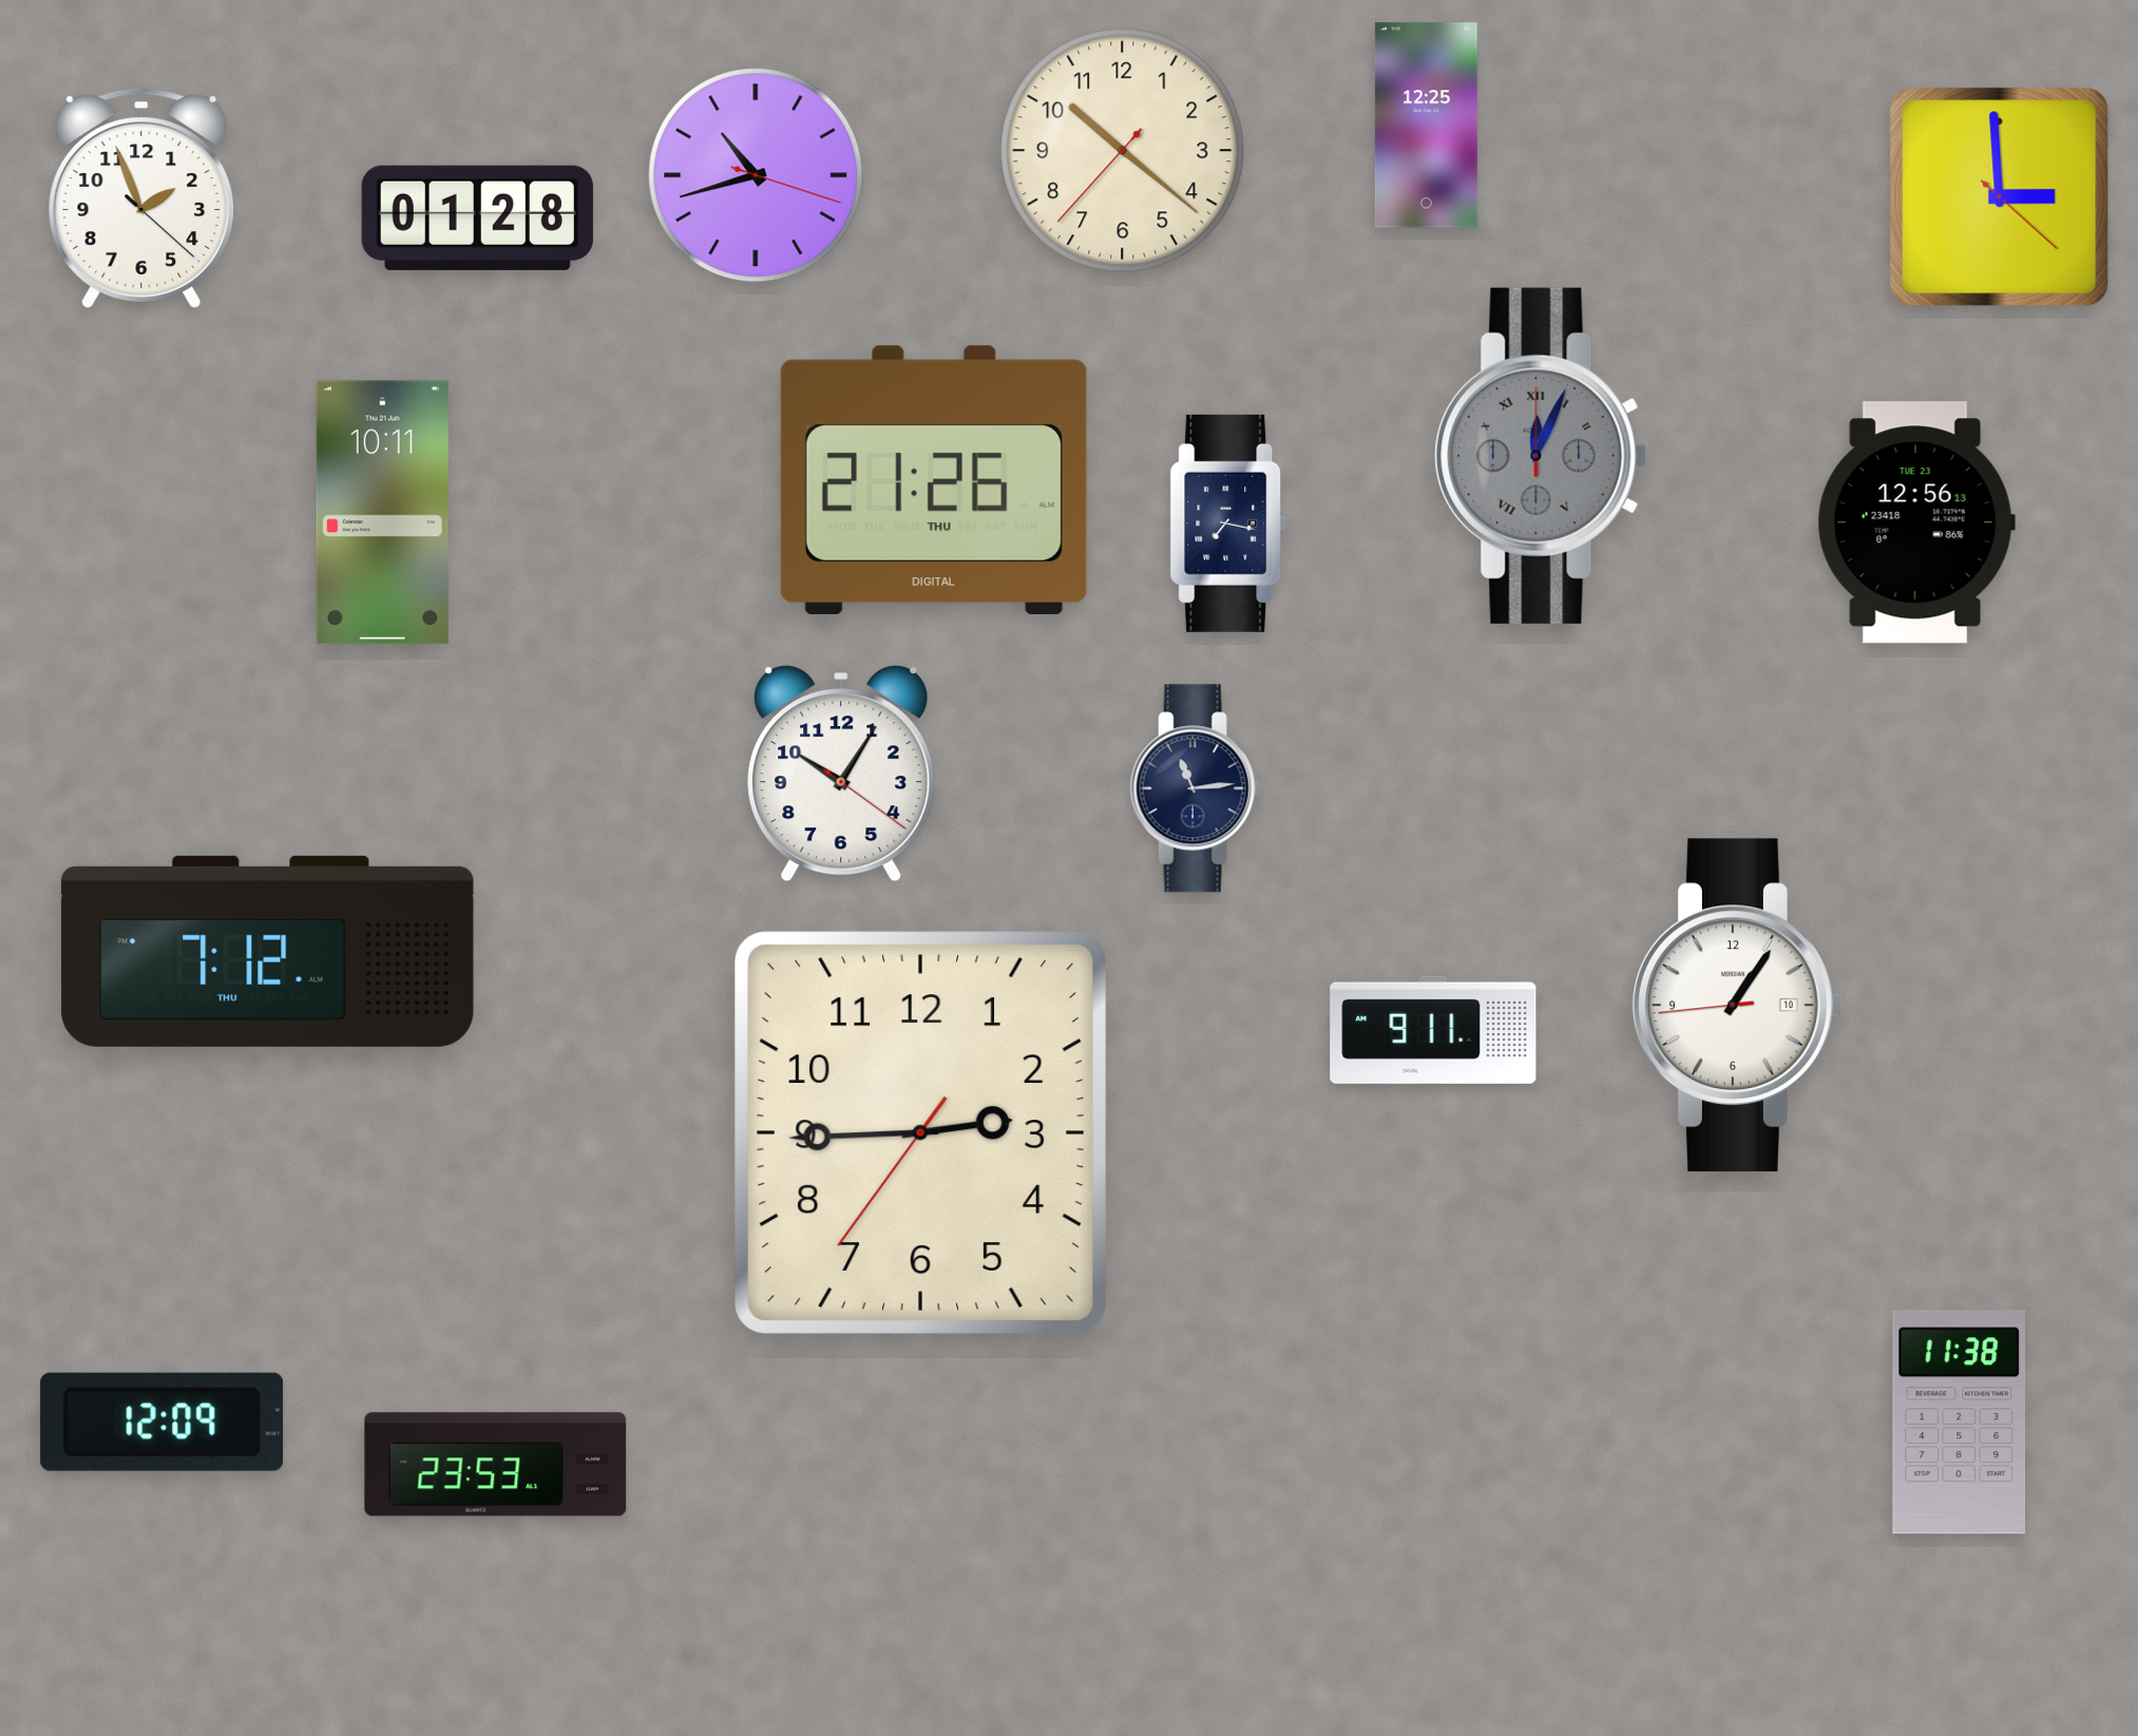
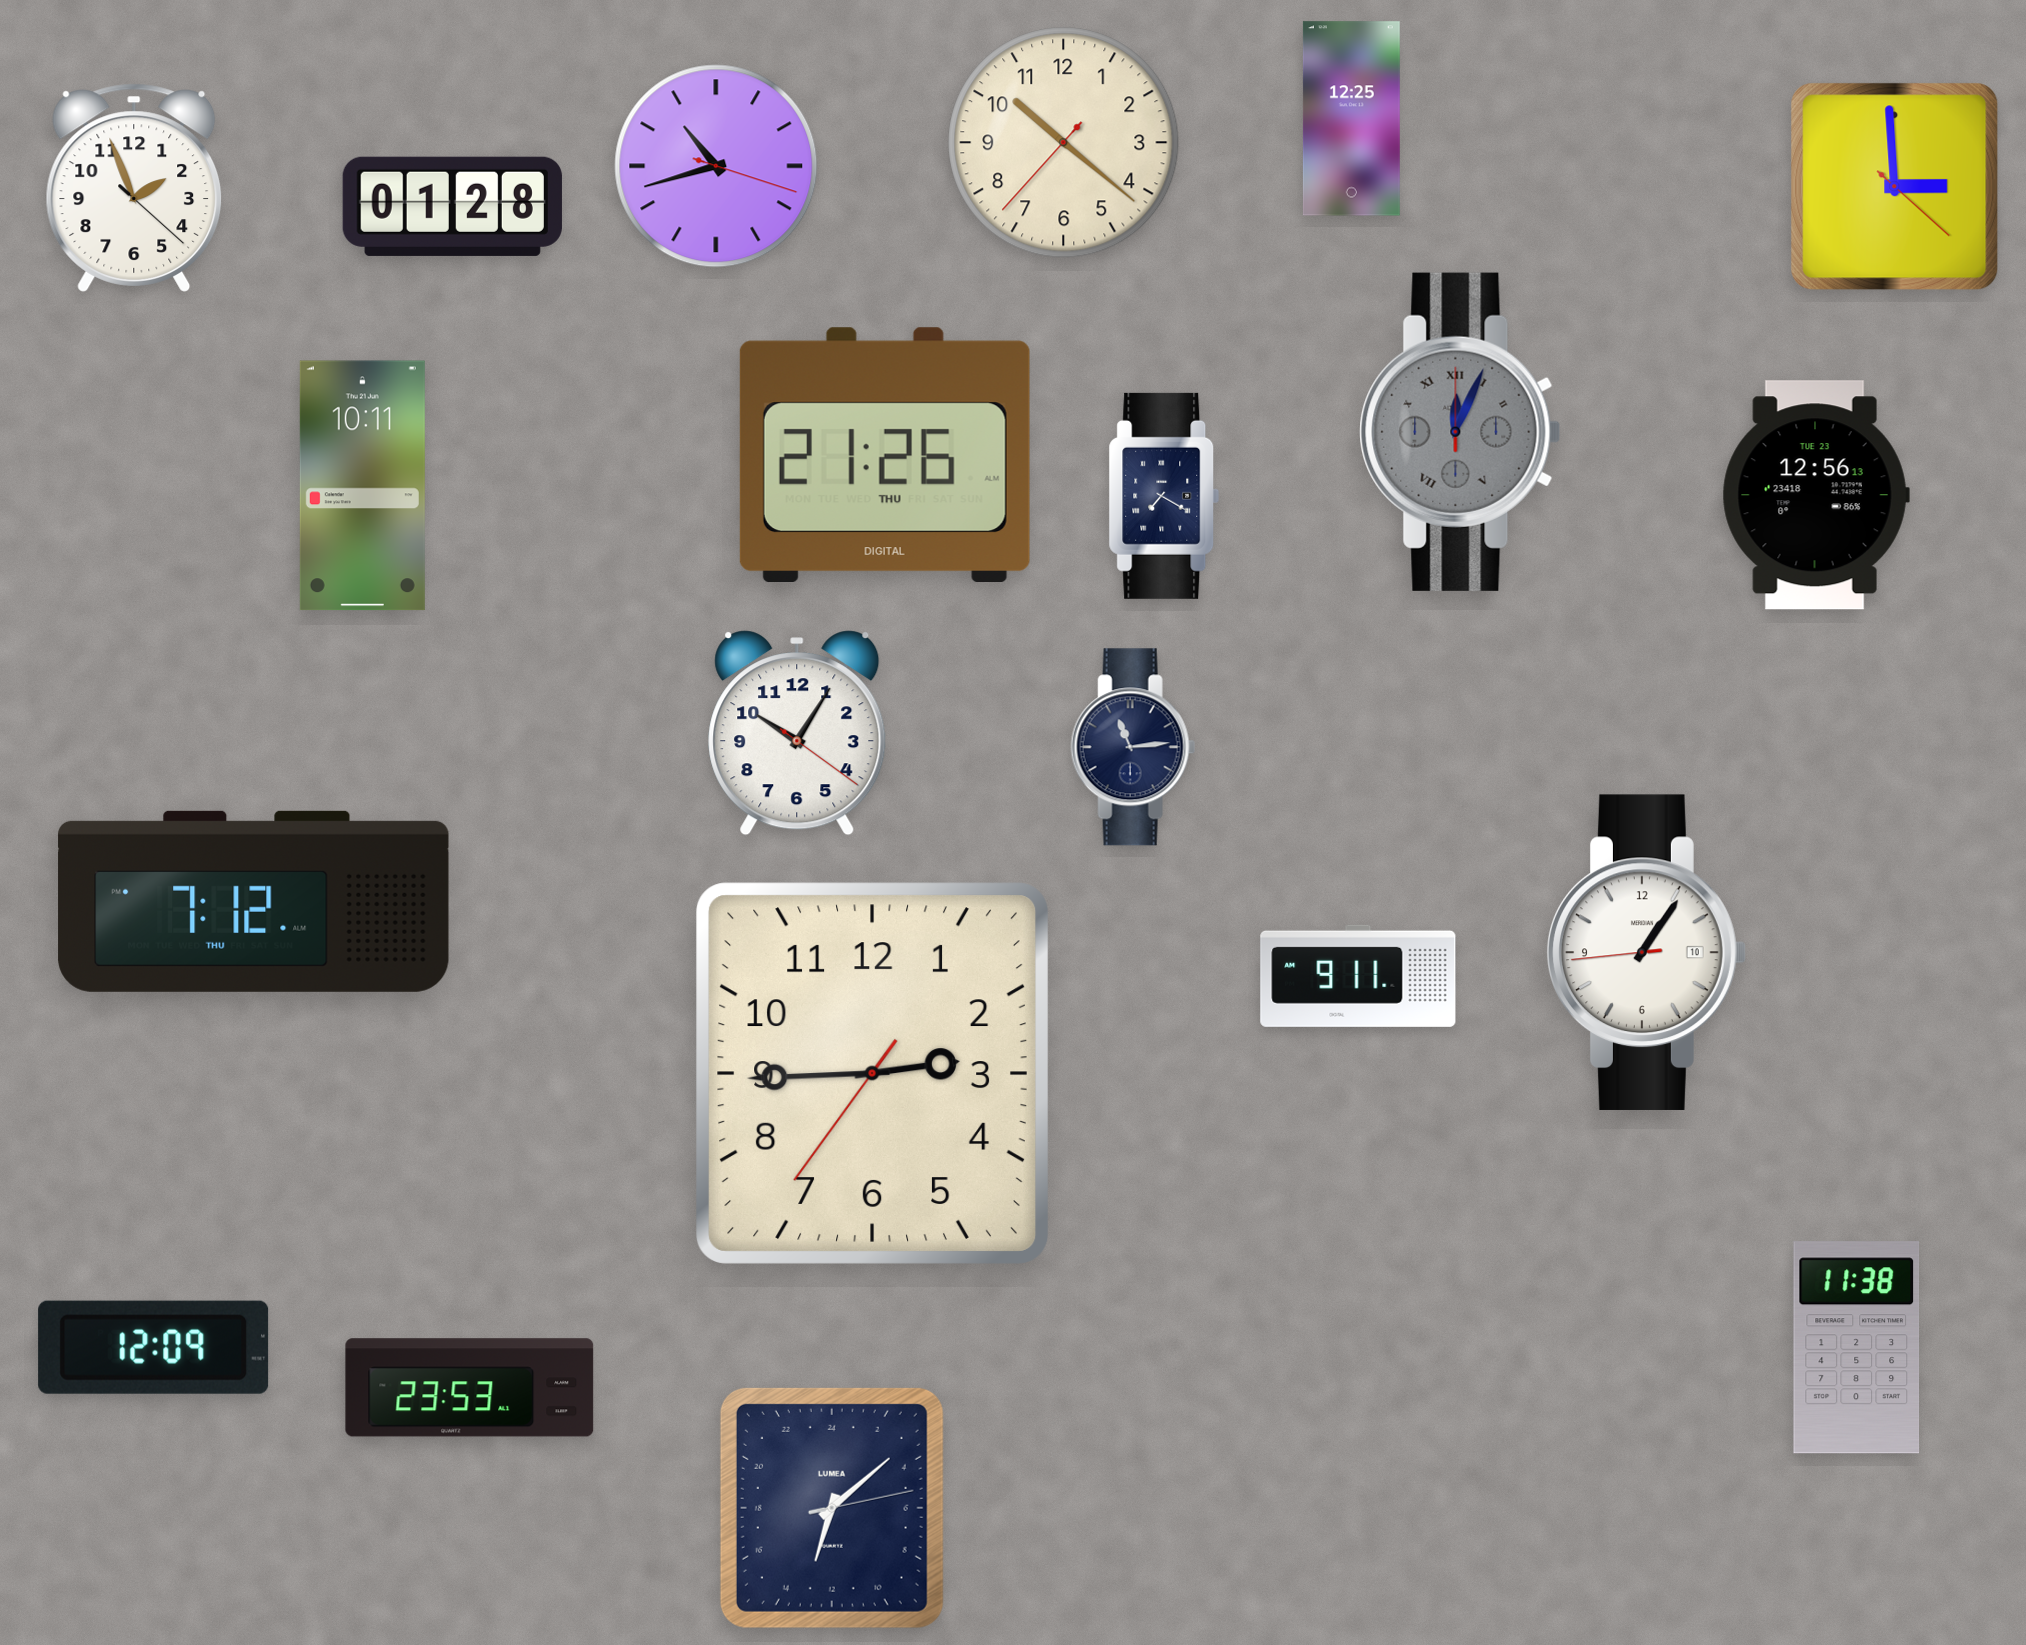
clock at (1228, 523): 7:17 -> 7:20
clock at (832, 1508): none -> 13:08
